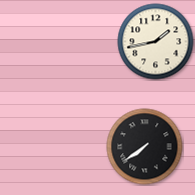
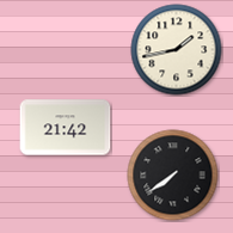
clock at (156, 42) position: (156, 42) -> (177, 50)
clock at (66, 128): none -> 21:42
